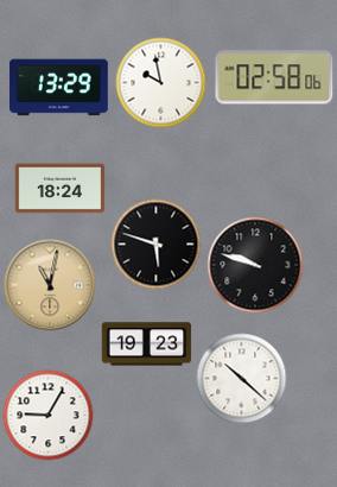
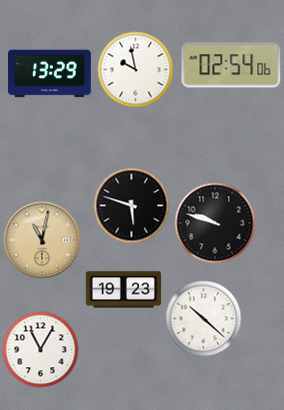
clock at (274, 77): 02:58 -> 02:54
clock at (61, 189): 18:24 -> none
clock at (49, 416): 9:05 -> 11:05
